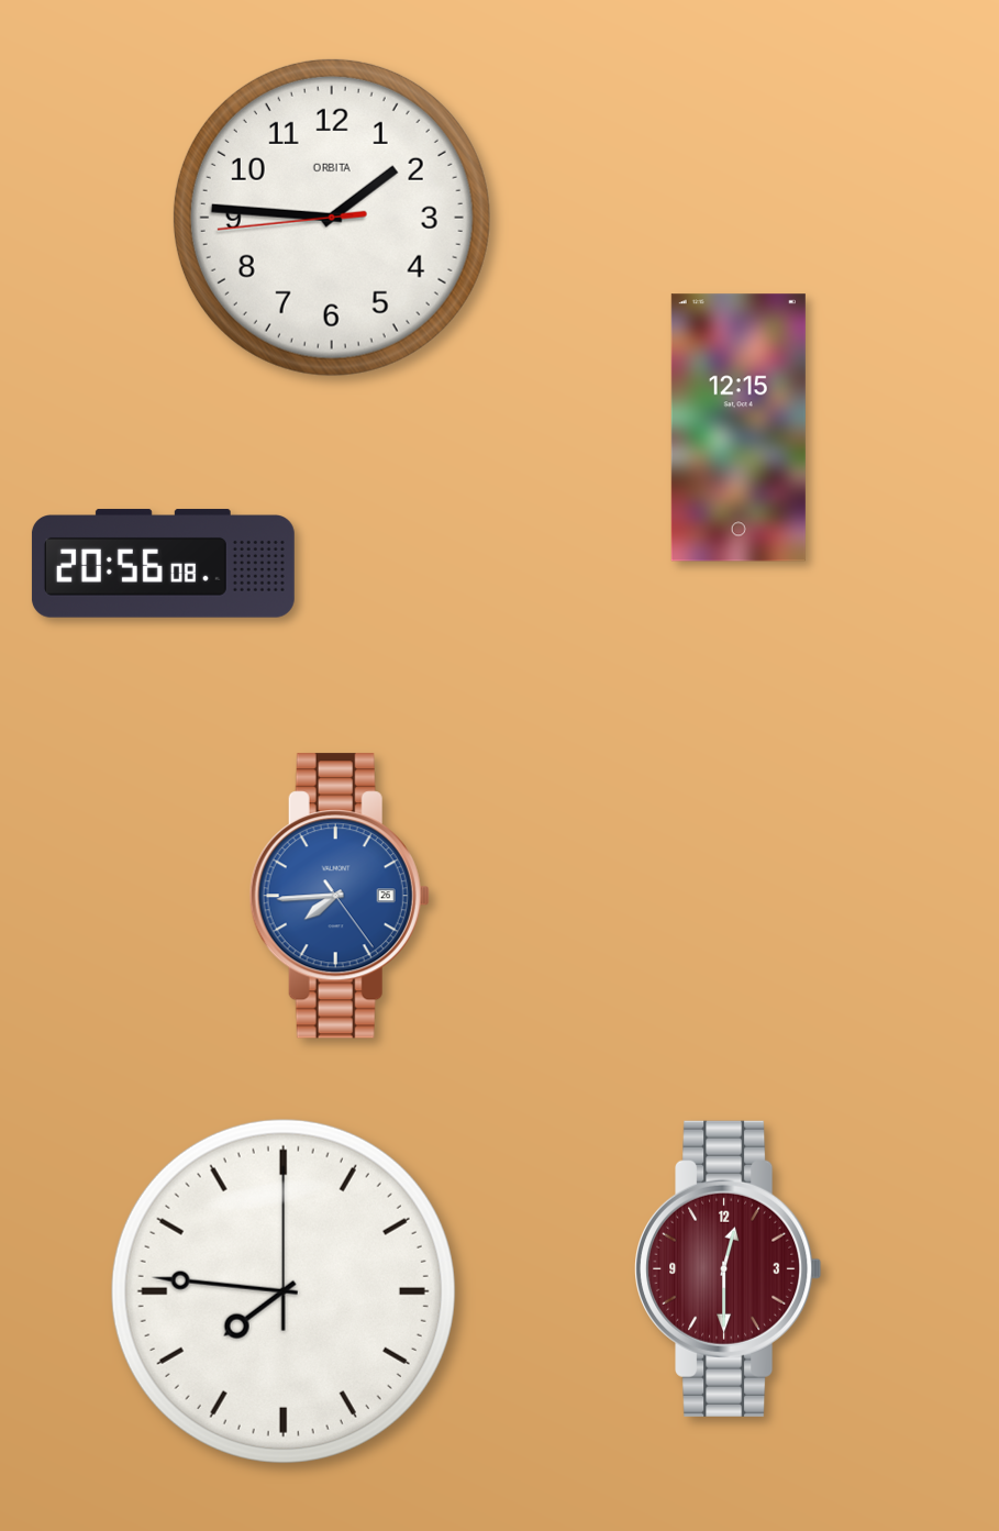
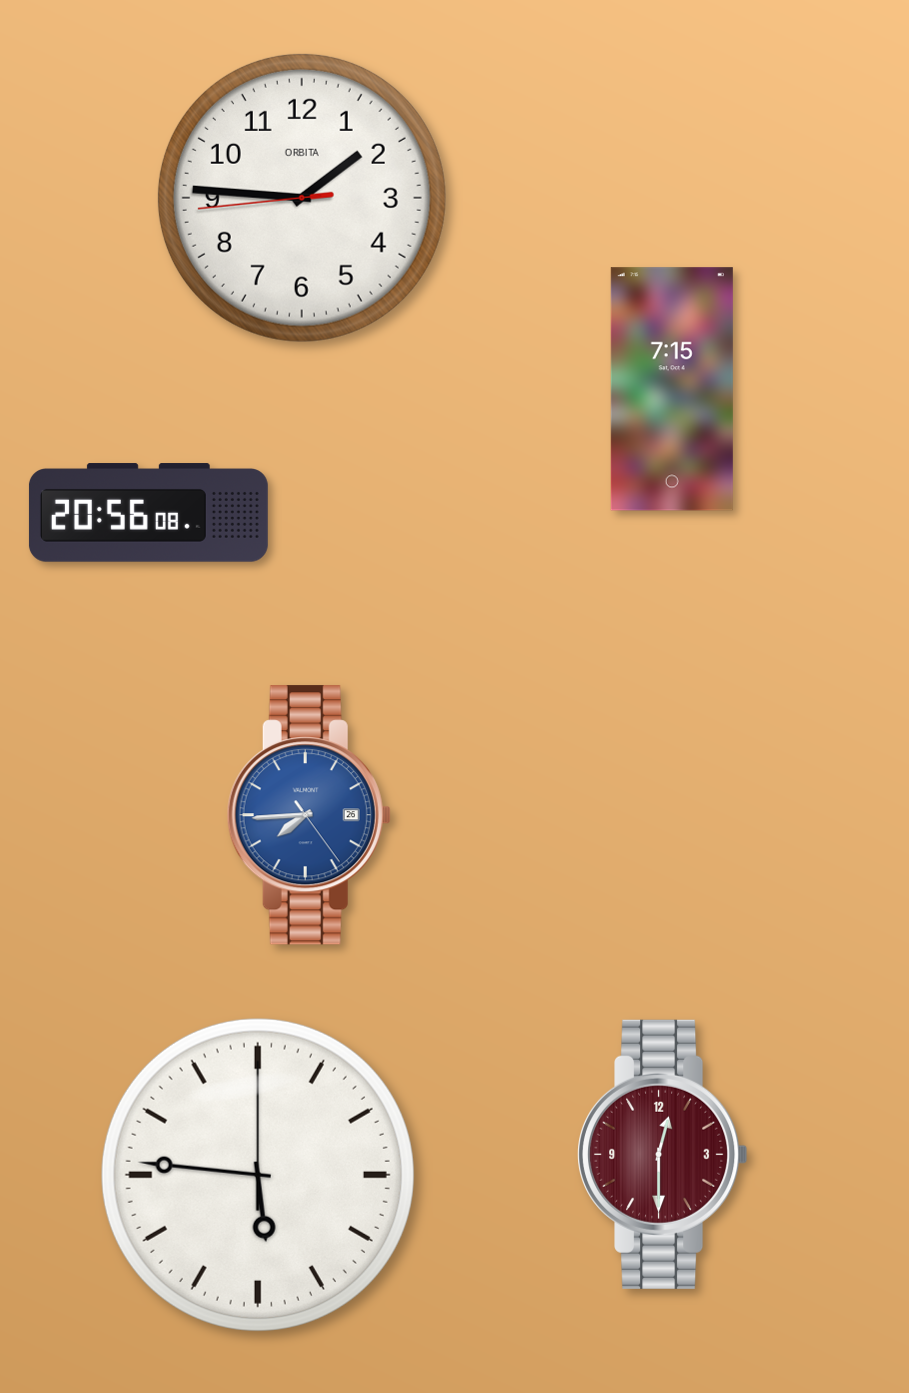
clock at (739, 428): 12:15 -> 7:15
clock at (284, 1291): 7:46 -> 5:46
